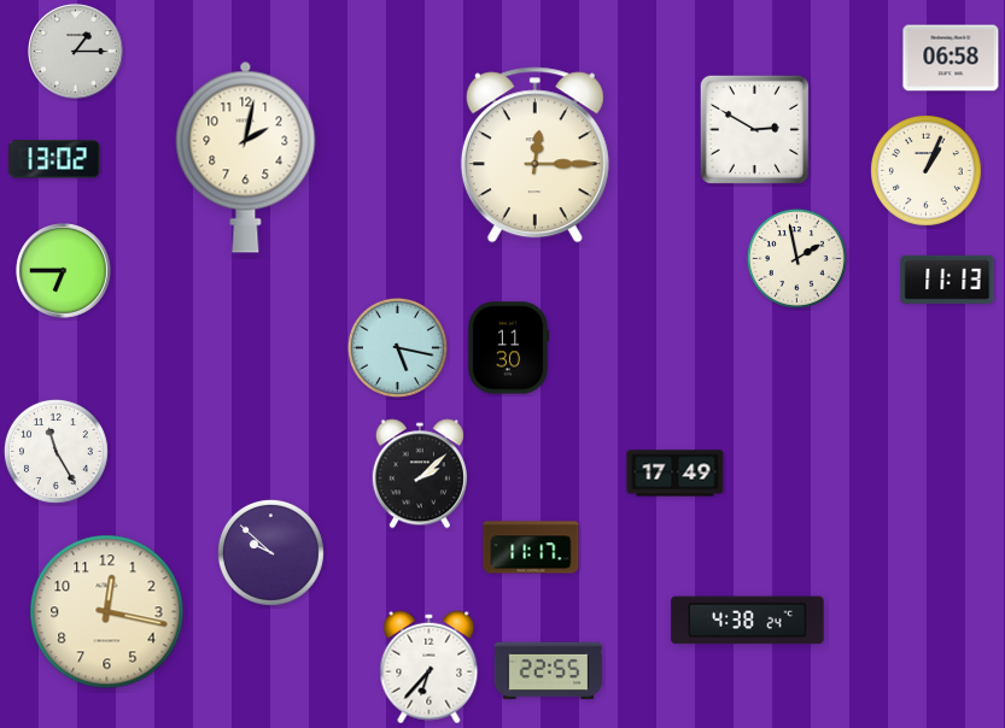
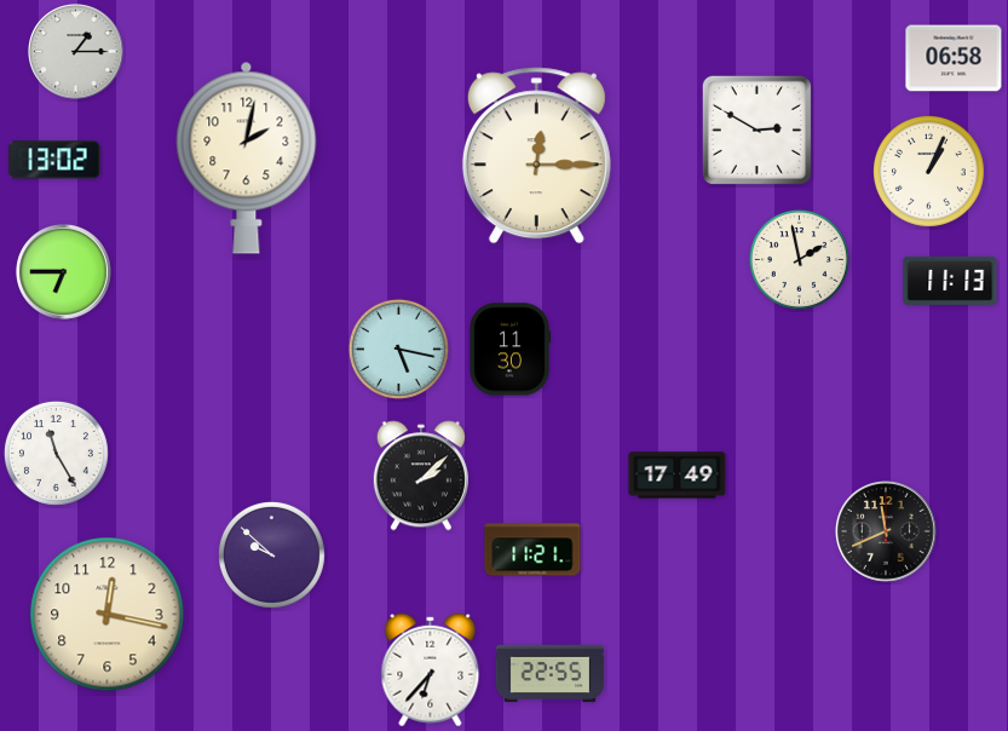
clock at (887, 533): none -> 11:41
clock at (531, 547): 11:17 -> 11:21
clock at (748, 621): 4:38 -> none
